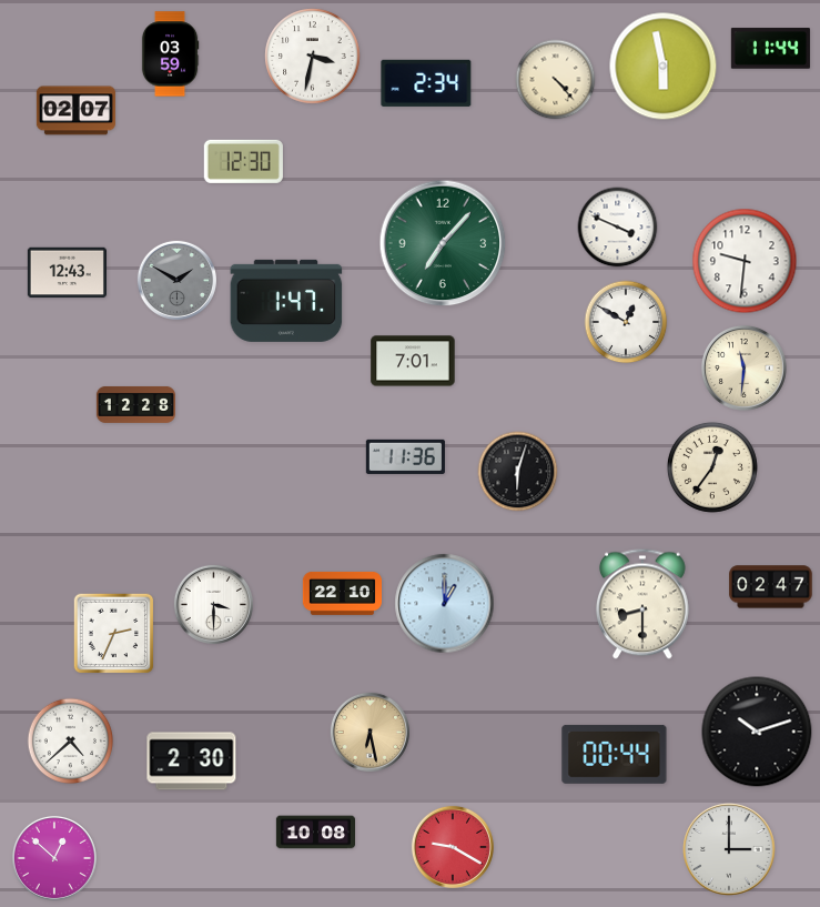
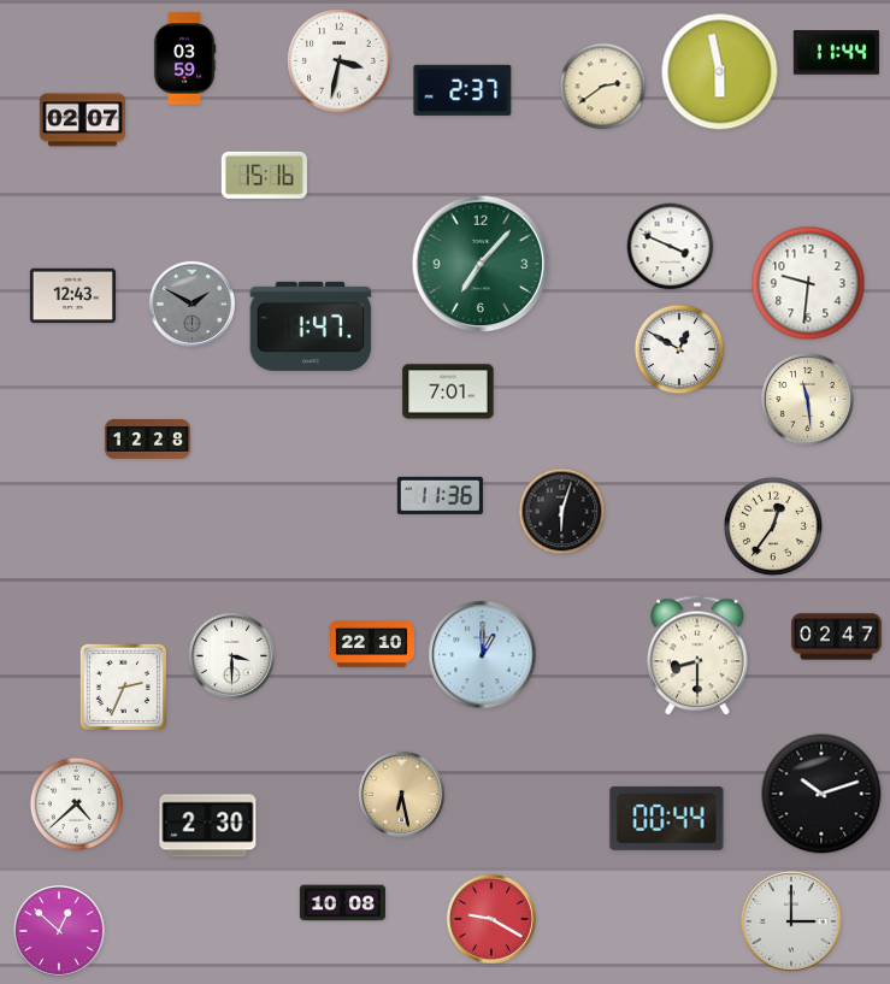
clock at (556, 80): 4:23 -> 2:39
clock at (426, 83): 2:34 -> 2:37
clock at (243, 161): 12:30 -> 15:16
clock at (743, 367): 11:31 -> 11:29
clock at (712, 467) position: (712, 467) -> (773, 526)
